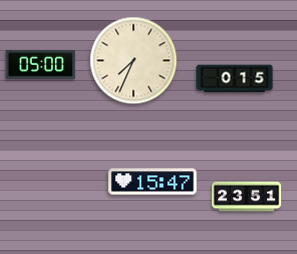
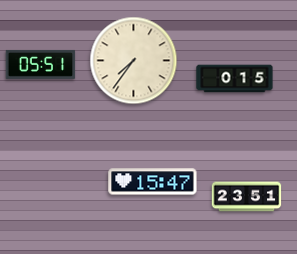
clock at (134, 61): 7:34 -> 7:36
clock at (41, 64): 05:00 -> 05:51
